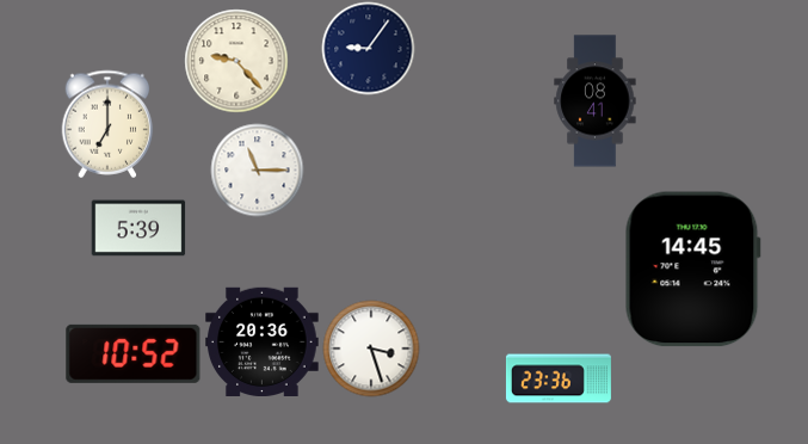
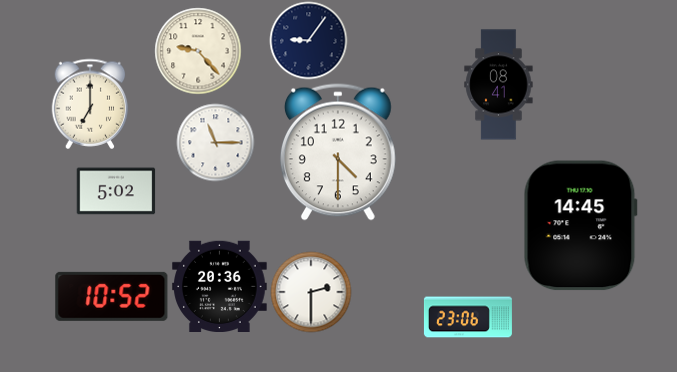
clock at (338, 152): none -> 4:30
clock at (138, 228): 5:39 -> 5:02
clock at (371, 349): 3:27 -> 2:30
clock at (559, 378): 23:36 -> 23:06
